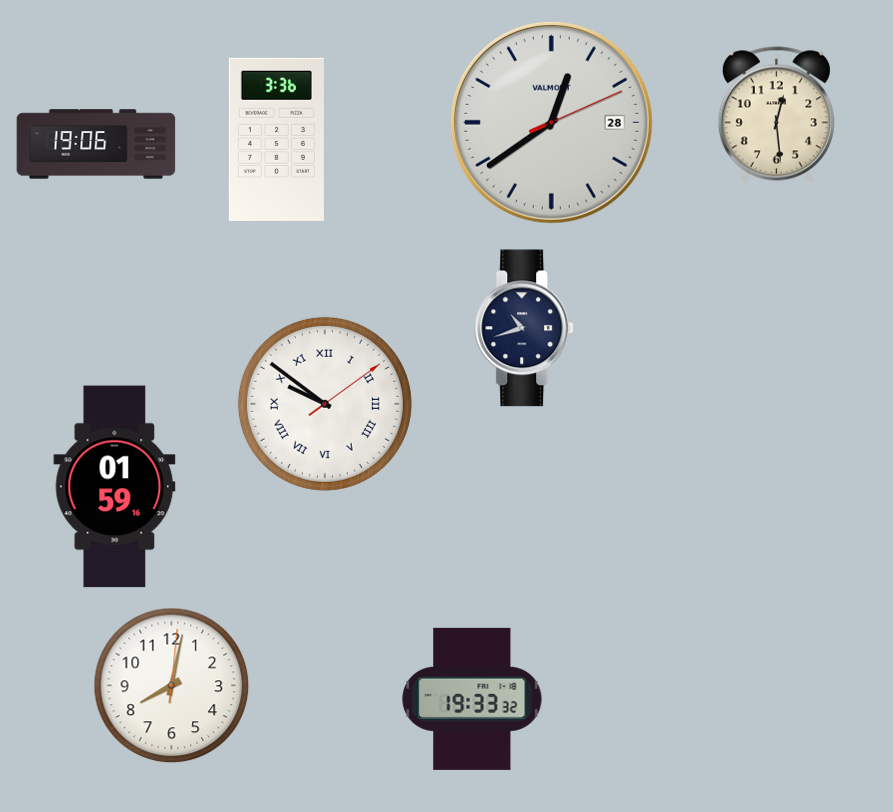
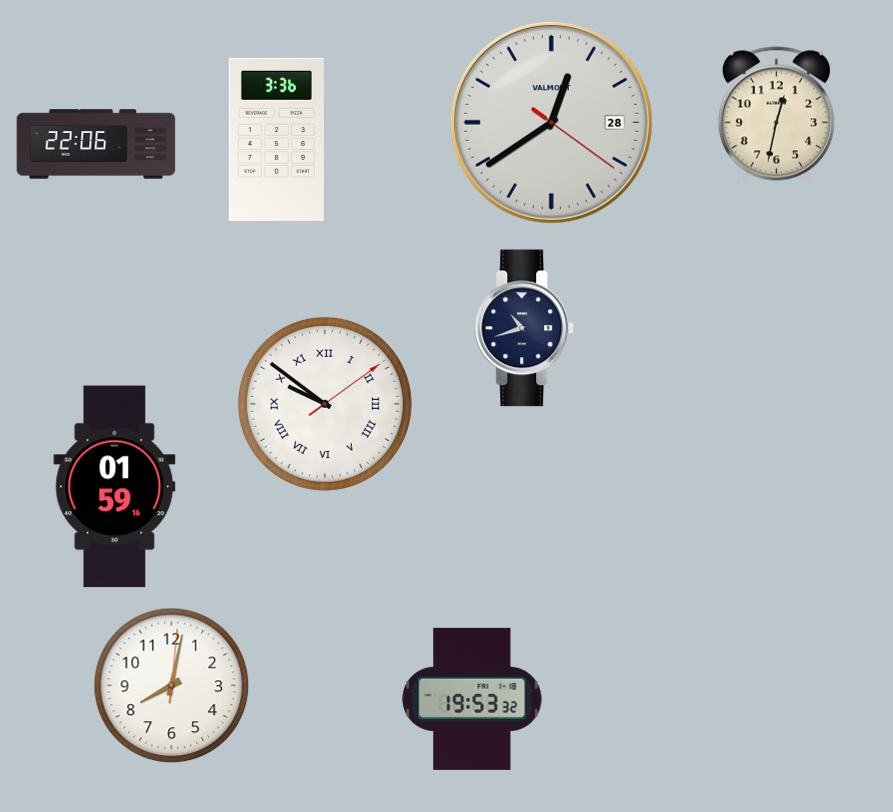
clock at (776, 116): 12:29 -> 12:32
clock at (551, 122): 12:39:11 -> 12:39:21
clock at (96, 144): 19:06 -> 22:06
clock at (472, 699): 19:33 -> 19:53
